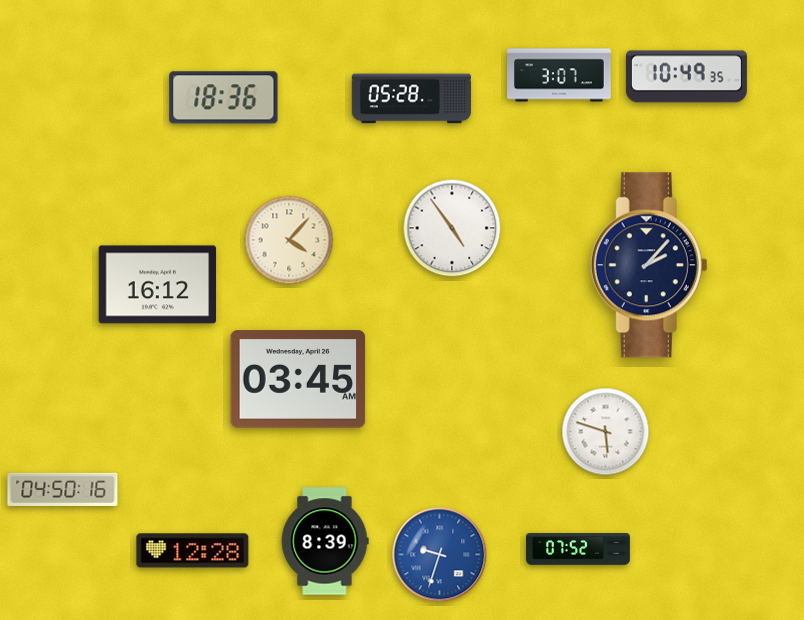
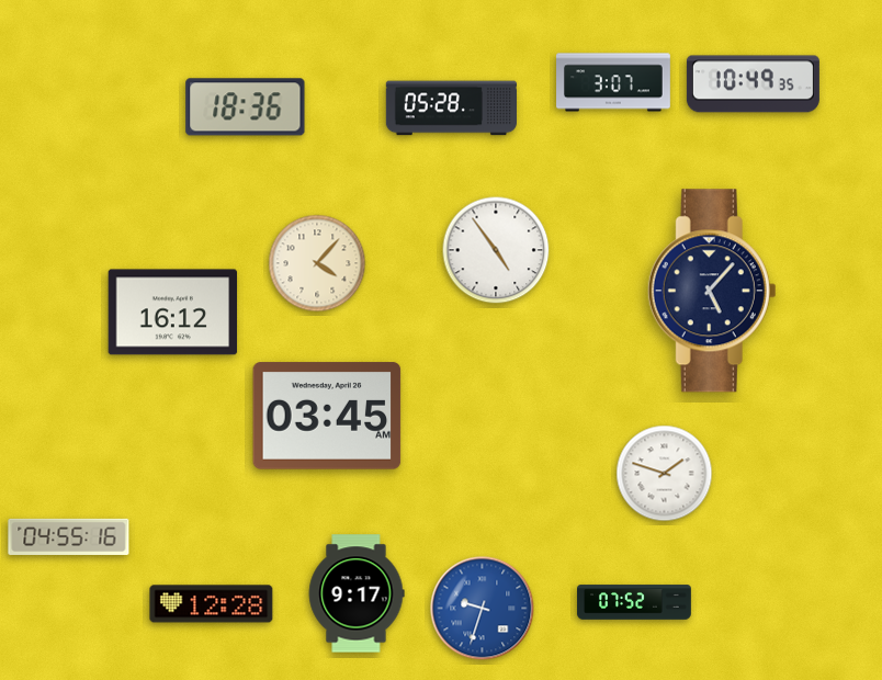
clock at (649, 265): 2:07 -> 5:07
clock at (606, 432): 5:48 -> 1:48
clock at (63, 489): 04:50 -> 04:55
clock at (325, 541): 8:39 -> 9:17
